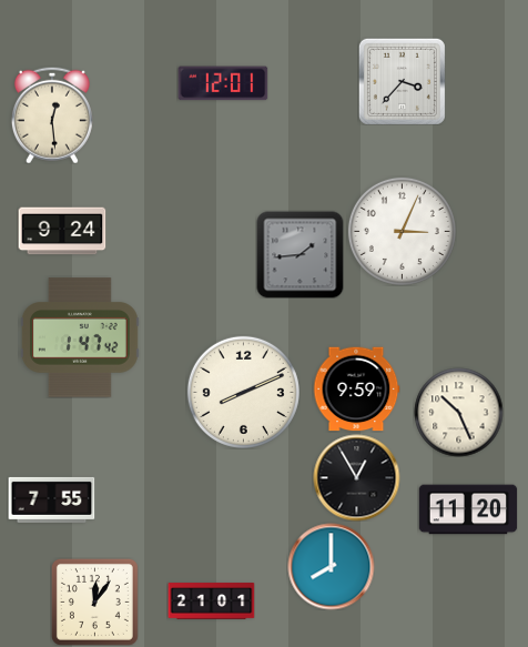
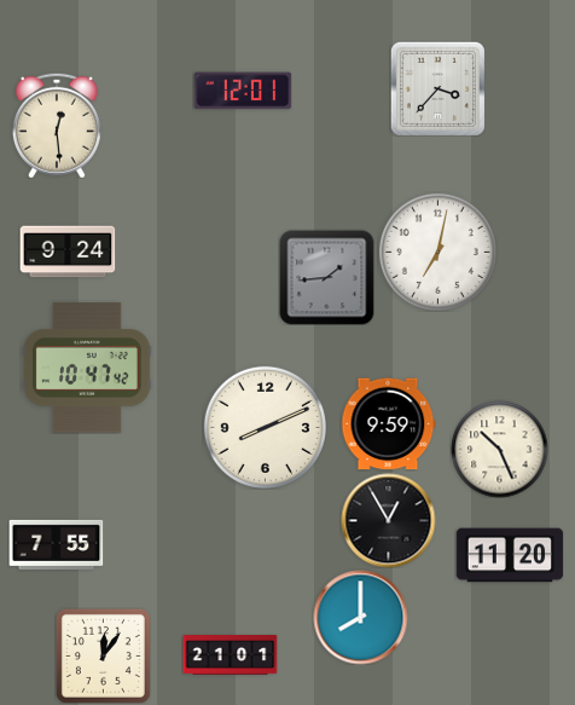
clock at (402, 231): 3:04 -> 7:02
clock at (80, 337): 1:47 -> 10:47
